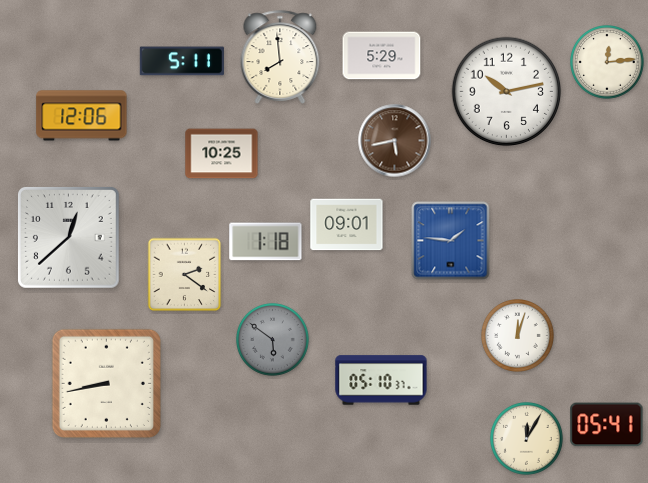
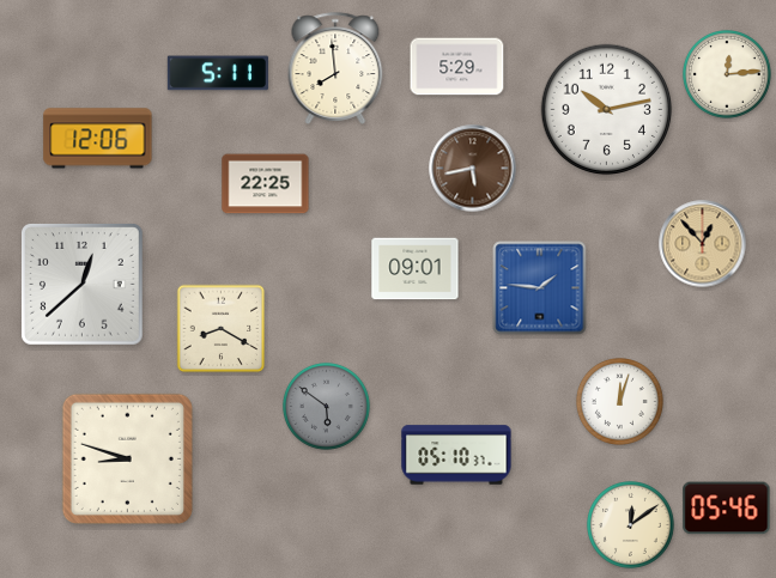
clock at (222, 154): 10:25 -> 22:25
clock at (703, 244): none -> 12:53
clock at (266, 242): 1:18 -> none
clock at (185, 275): 2:21 -> 8:20
clock at (106, 383): 8:43 -> 8:48
clock at (607, 425): 05:41 -> 05:46
clock at (527, 439): 12:05 -> 12:09
